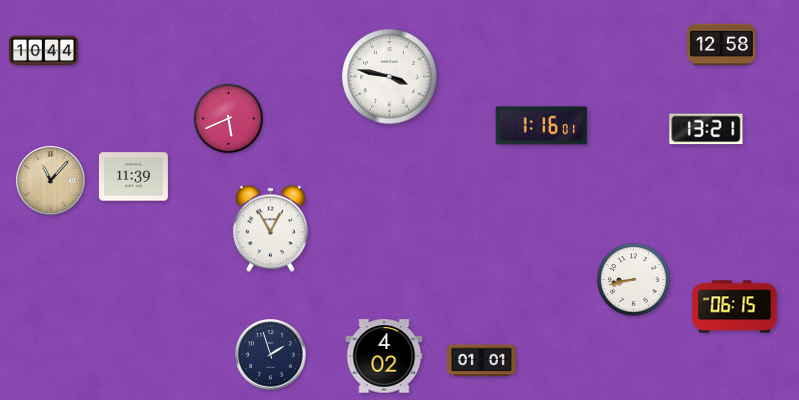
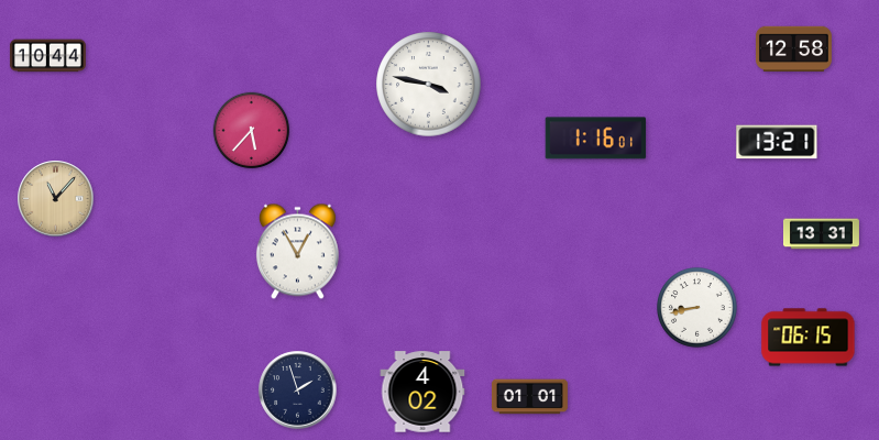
clock at (229, 119): 5:41 -> 5:37
clock at (133, 177): 11:39 -> none
clock at (821, 234): none -> 13:31
